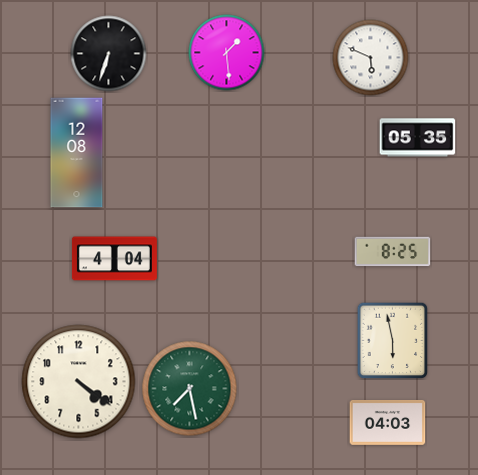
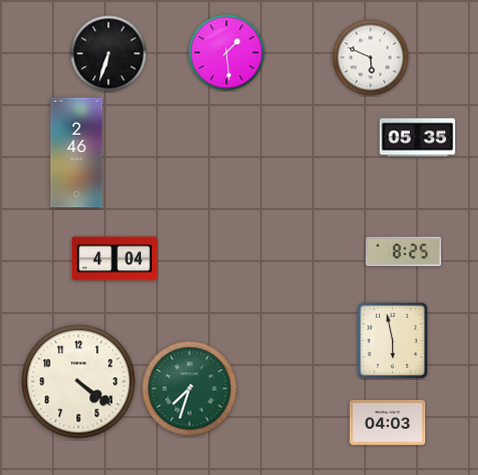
clock at (77, 153): 12:08 -> 2:46
clock at (393, 252) position: (393, 252) -> (404, 252)
clock at (190, 389): 7:28 -> 7:33
